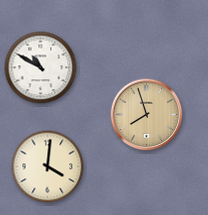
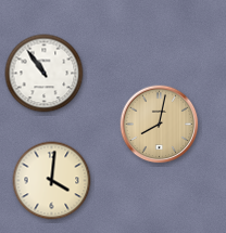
clock at (41, 68): 10:50 -> 10:54
clock at (147, 115): 7:57 -> 8:02
